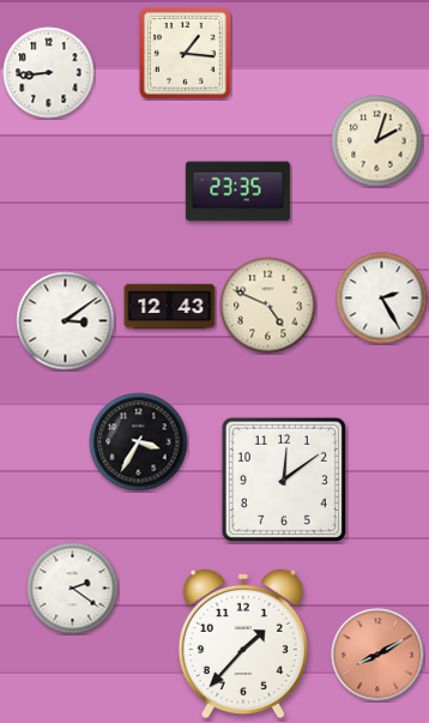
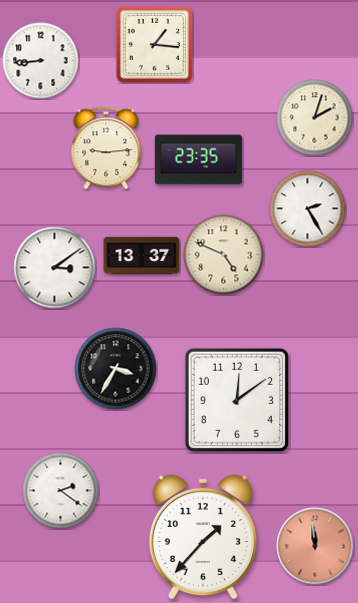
clock at (106, 148): none -> 9:14
clock at (382, 299) position: (382, 299) -> (308, 209)
clock at (170, 307): 12:43 -> 13:37
clock at (377, 655): 8:10 -> 11:59
